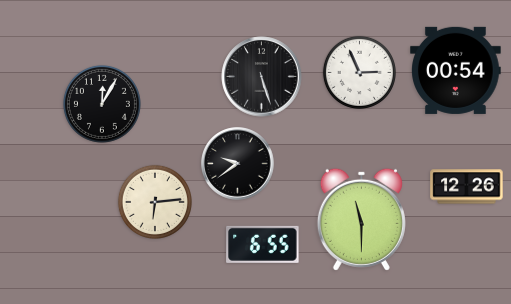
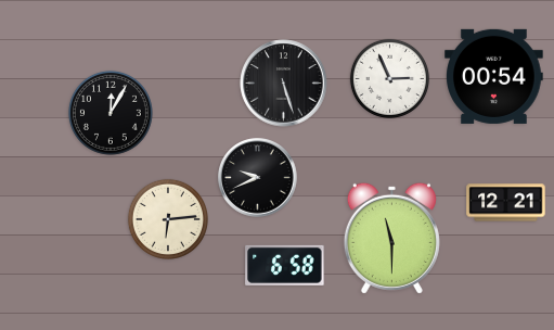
clock at (238, 164): 9:39 -> 9:41
clock at (467, 187): 12:26 -> 12:21
clock at (263, 244): 6:55 -> 6:58
